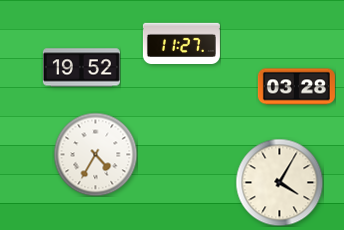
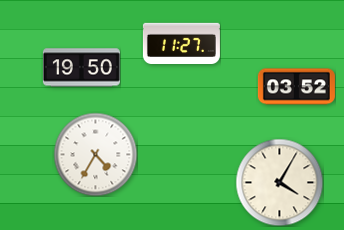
clock at (81, 68): 19:52 -> 19:50
clock at (296, 87): 03:28 -> 03:52
